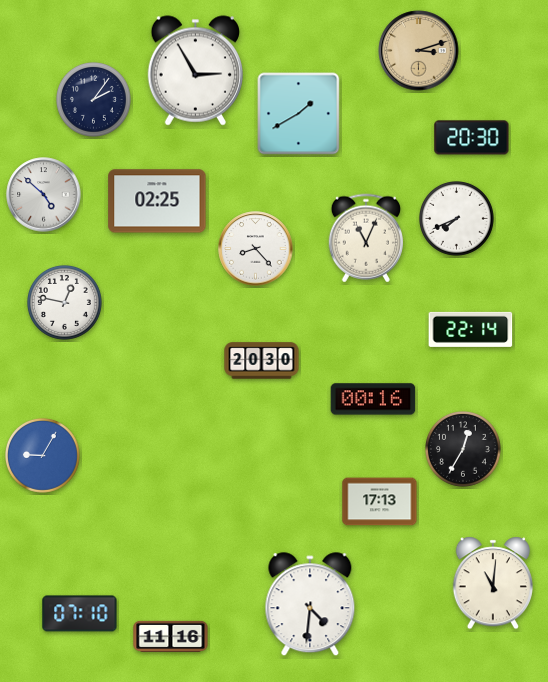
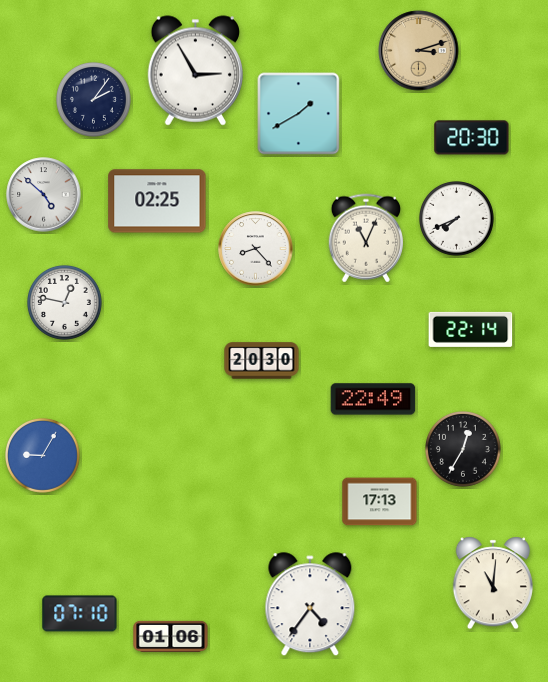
clock at (373, 399): 00:16 -> 22:49
clock at (310, 605): 4:31 -> 4:36
clock at (171, 636): 11:16 -> 01:06
